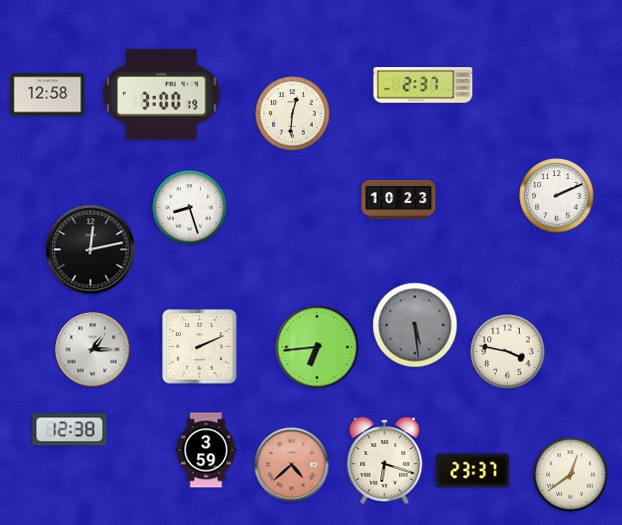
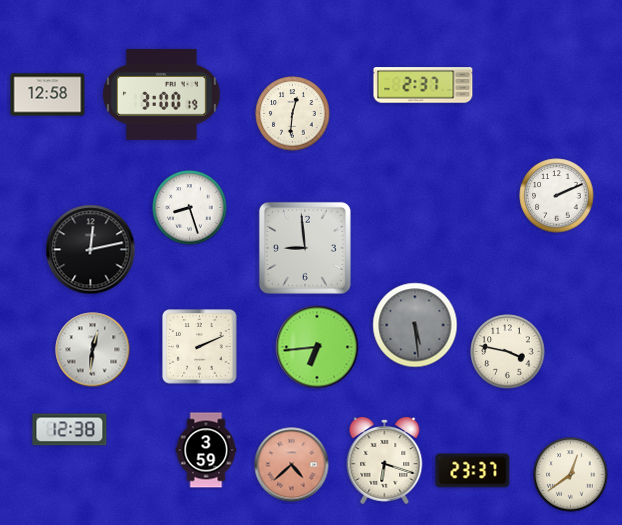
clock at (399, 199): 10:23 -> none
clock at (305, 248): none -> 8:59
clock at (93, 350): 1:15 -> 12:31
